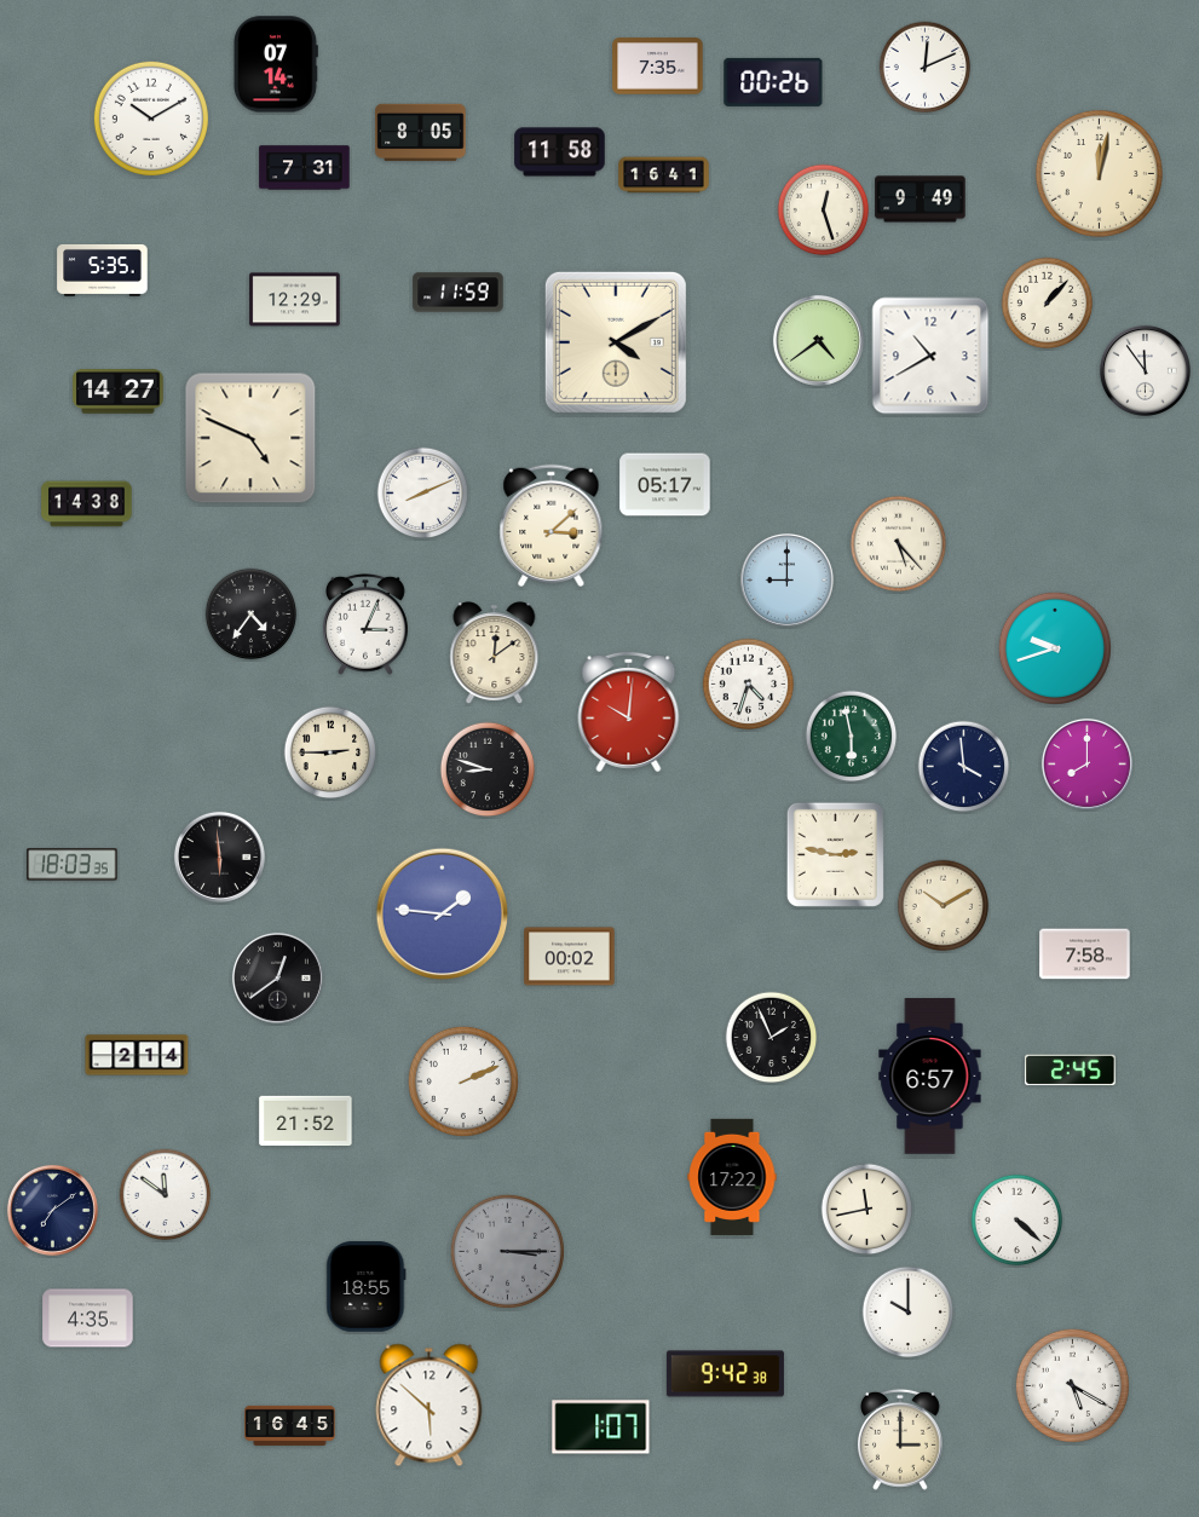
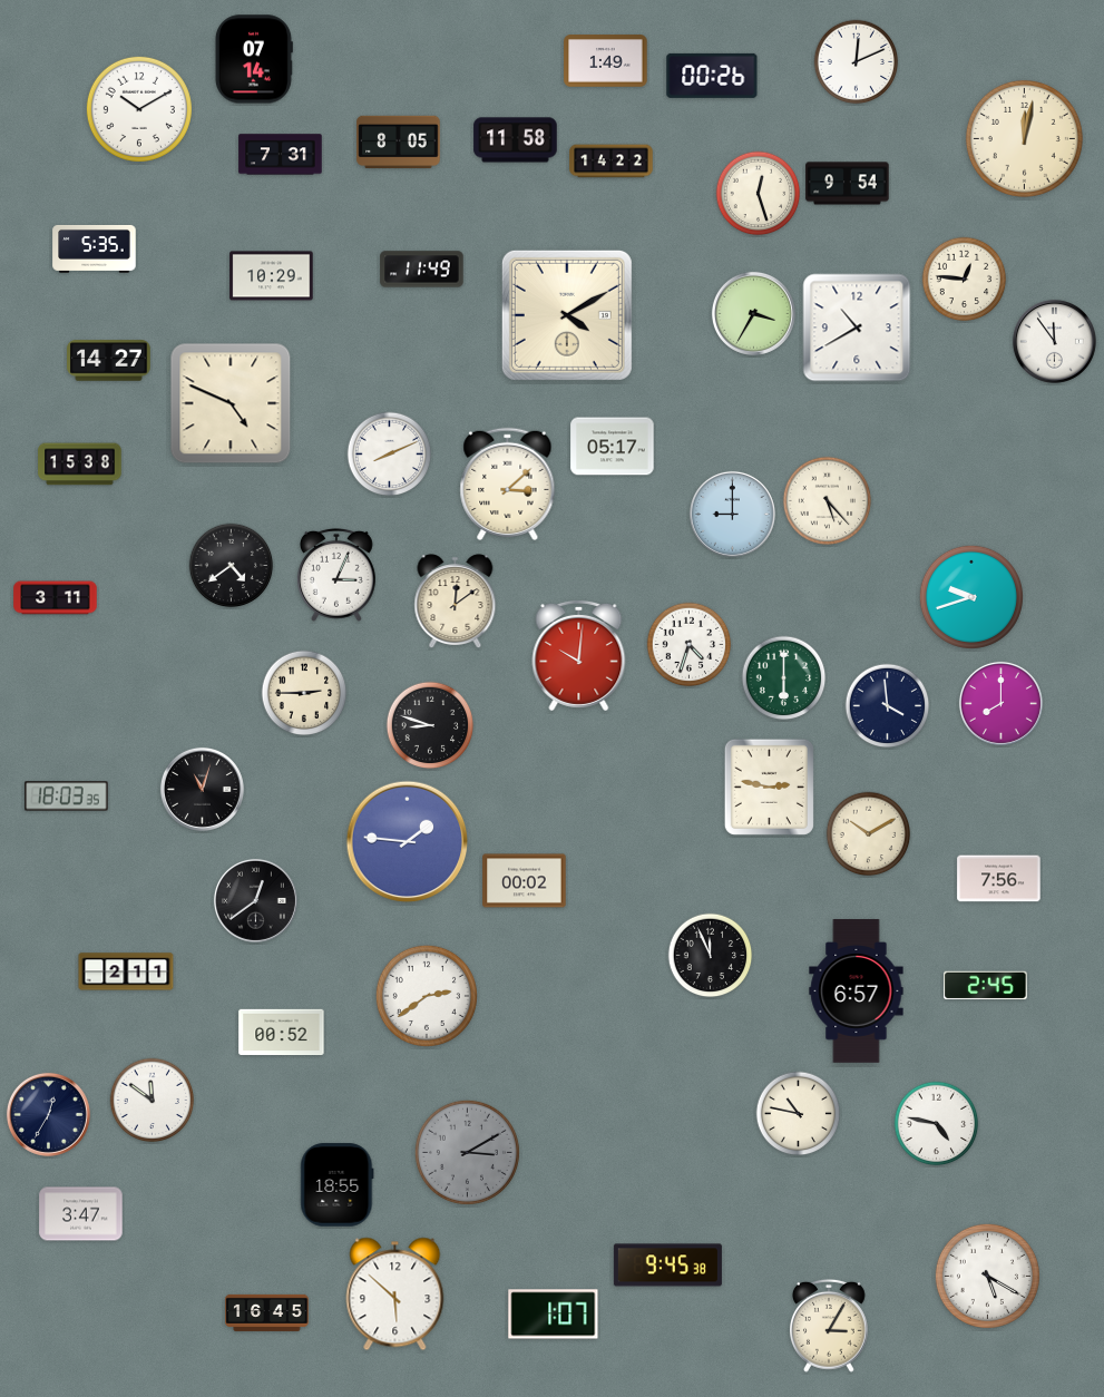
clock at (658, 67): 7:35 -> 1:49
clock at (926, 68) position: (926, 68) -> (857, 62)
clock at (421, 133) position: (421, 133) -> (399, 143)
clock at (1099, 173) position: (1099, 173) -> (1024, 138)
clock at (664, 175): 16:41 -> 14:22
clock at (921, 200): 9:49 -> 9:54
clock at (459, 293): 11:59 -> 11:49
clock at (295, 300): 12:29 -> 10:29
clock at (1048, 304): 1:07 -> 12:46
clock at (818, 340): 4:39 -> 3:35
clock at (87, 504): 14:38 -> 15:38
clock at (786, 579) position: (786, 579) -> (732, 514)
clock at (252, 615): 4:36 -> 4:39
clock at (56, 598): none -> 3:11
clock at (749, 685) position: (749, 685) -> (690, 645)
clock at (852, 737): 5:58 -> 6:00
clock at (488, 769) position: (488, 769) -> (430, 725)
clock at (219, 856): 5:59 -> 11:03
clock at (1085, 954): 7:58 -> 7:56
clock at (772, 1038): 1:56 -> 11:56
clock at (137, 1055): 2:14 -> 2:11
clock at (463, 1081): 2:11 -> 2:39
clock at (306, 1121): 21:52 -> 00:52
clock at (732, 1177): 17:22 -> none
clock at (52, 1210): 7:09 -> 12:35
clock at (867, 1210): 11:43 -> 10:47
clock at (1018, 1221): 4:22 -> 4:47
clock at (507, 1251): 3:15 -> 3:10
clock at (909, 1313): 10:00 -> none
clock at (88, 1319): 4:35 -> 3:47
clock at (725, 1374): 9:42 -> 9:45
clock at (900, 1440): 3:00 -> 3:05
